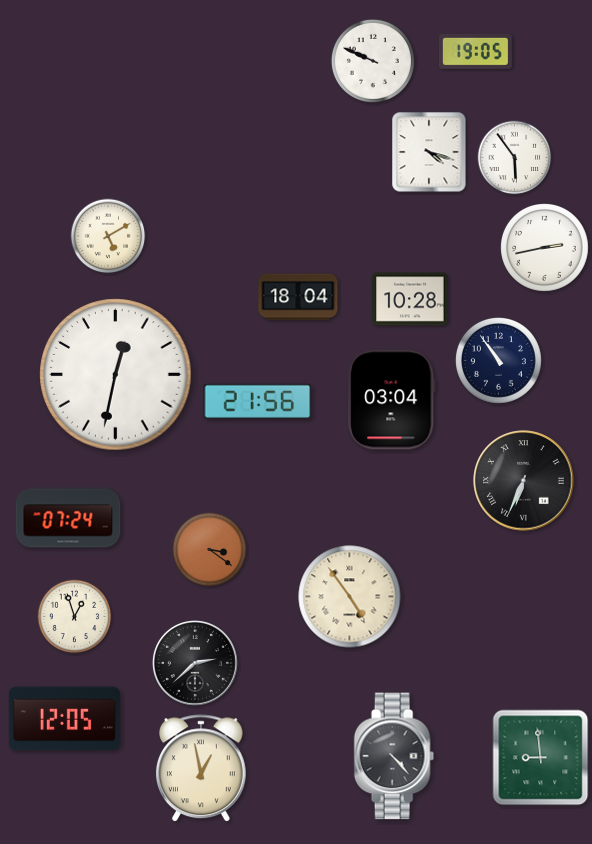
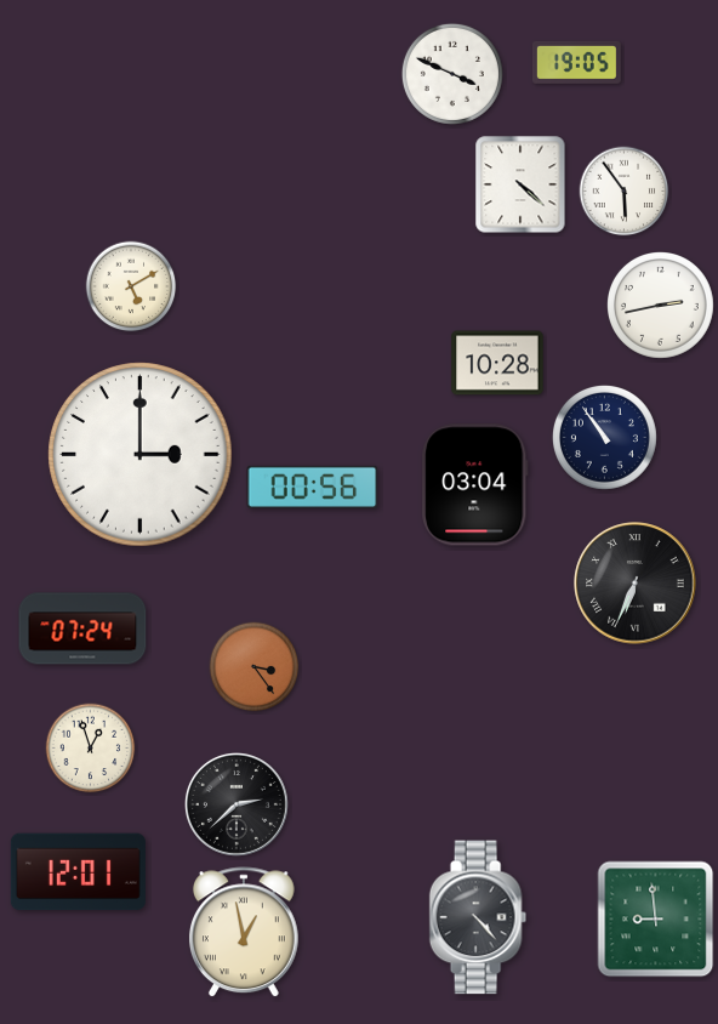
clock at (373, 61): 9:49 -> 3:49
clock at (429, 152): 4:18 -> 4:22
clock at (545, 248) position: (545, 248) -> (661, 306)
clock at (298, 297): 18:04 -> none
clock at (116, 375): 12:32 -> 3:00
clock at (258, 401): 21:56 -> 00:56
clock at (210, 550): 3:21 -> 3:24
clock at (350, 597): 4:54 -> none
clock at (64, 719): 12:05 -> 12:01
